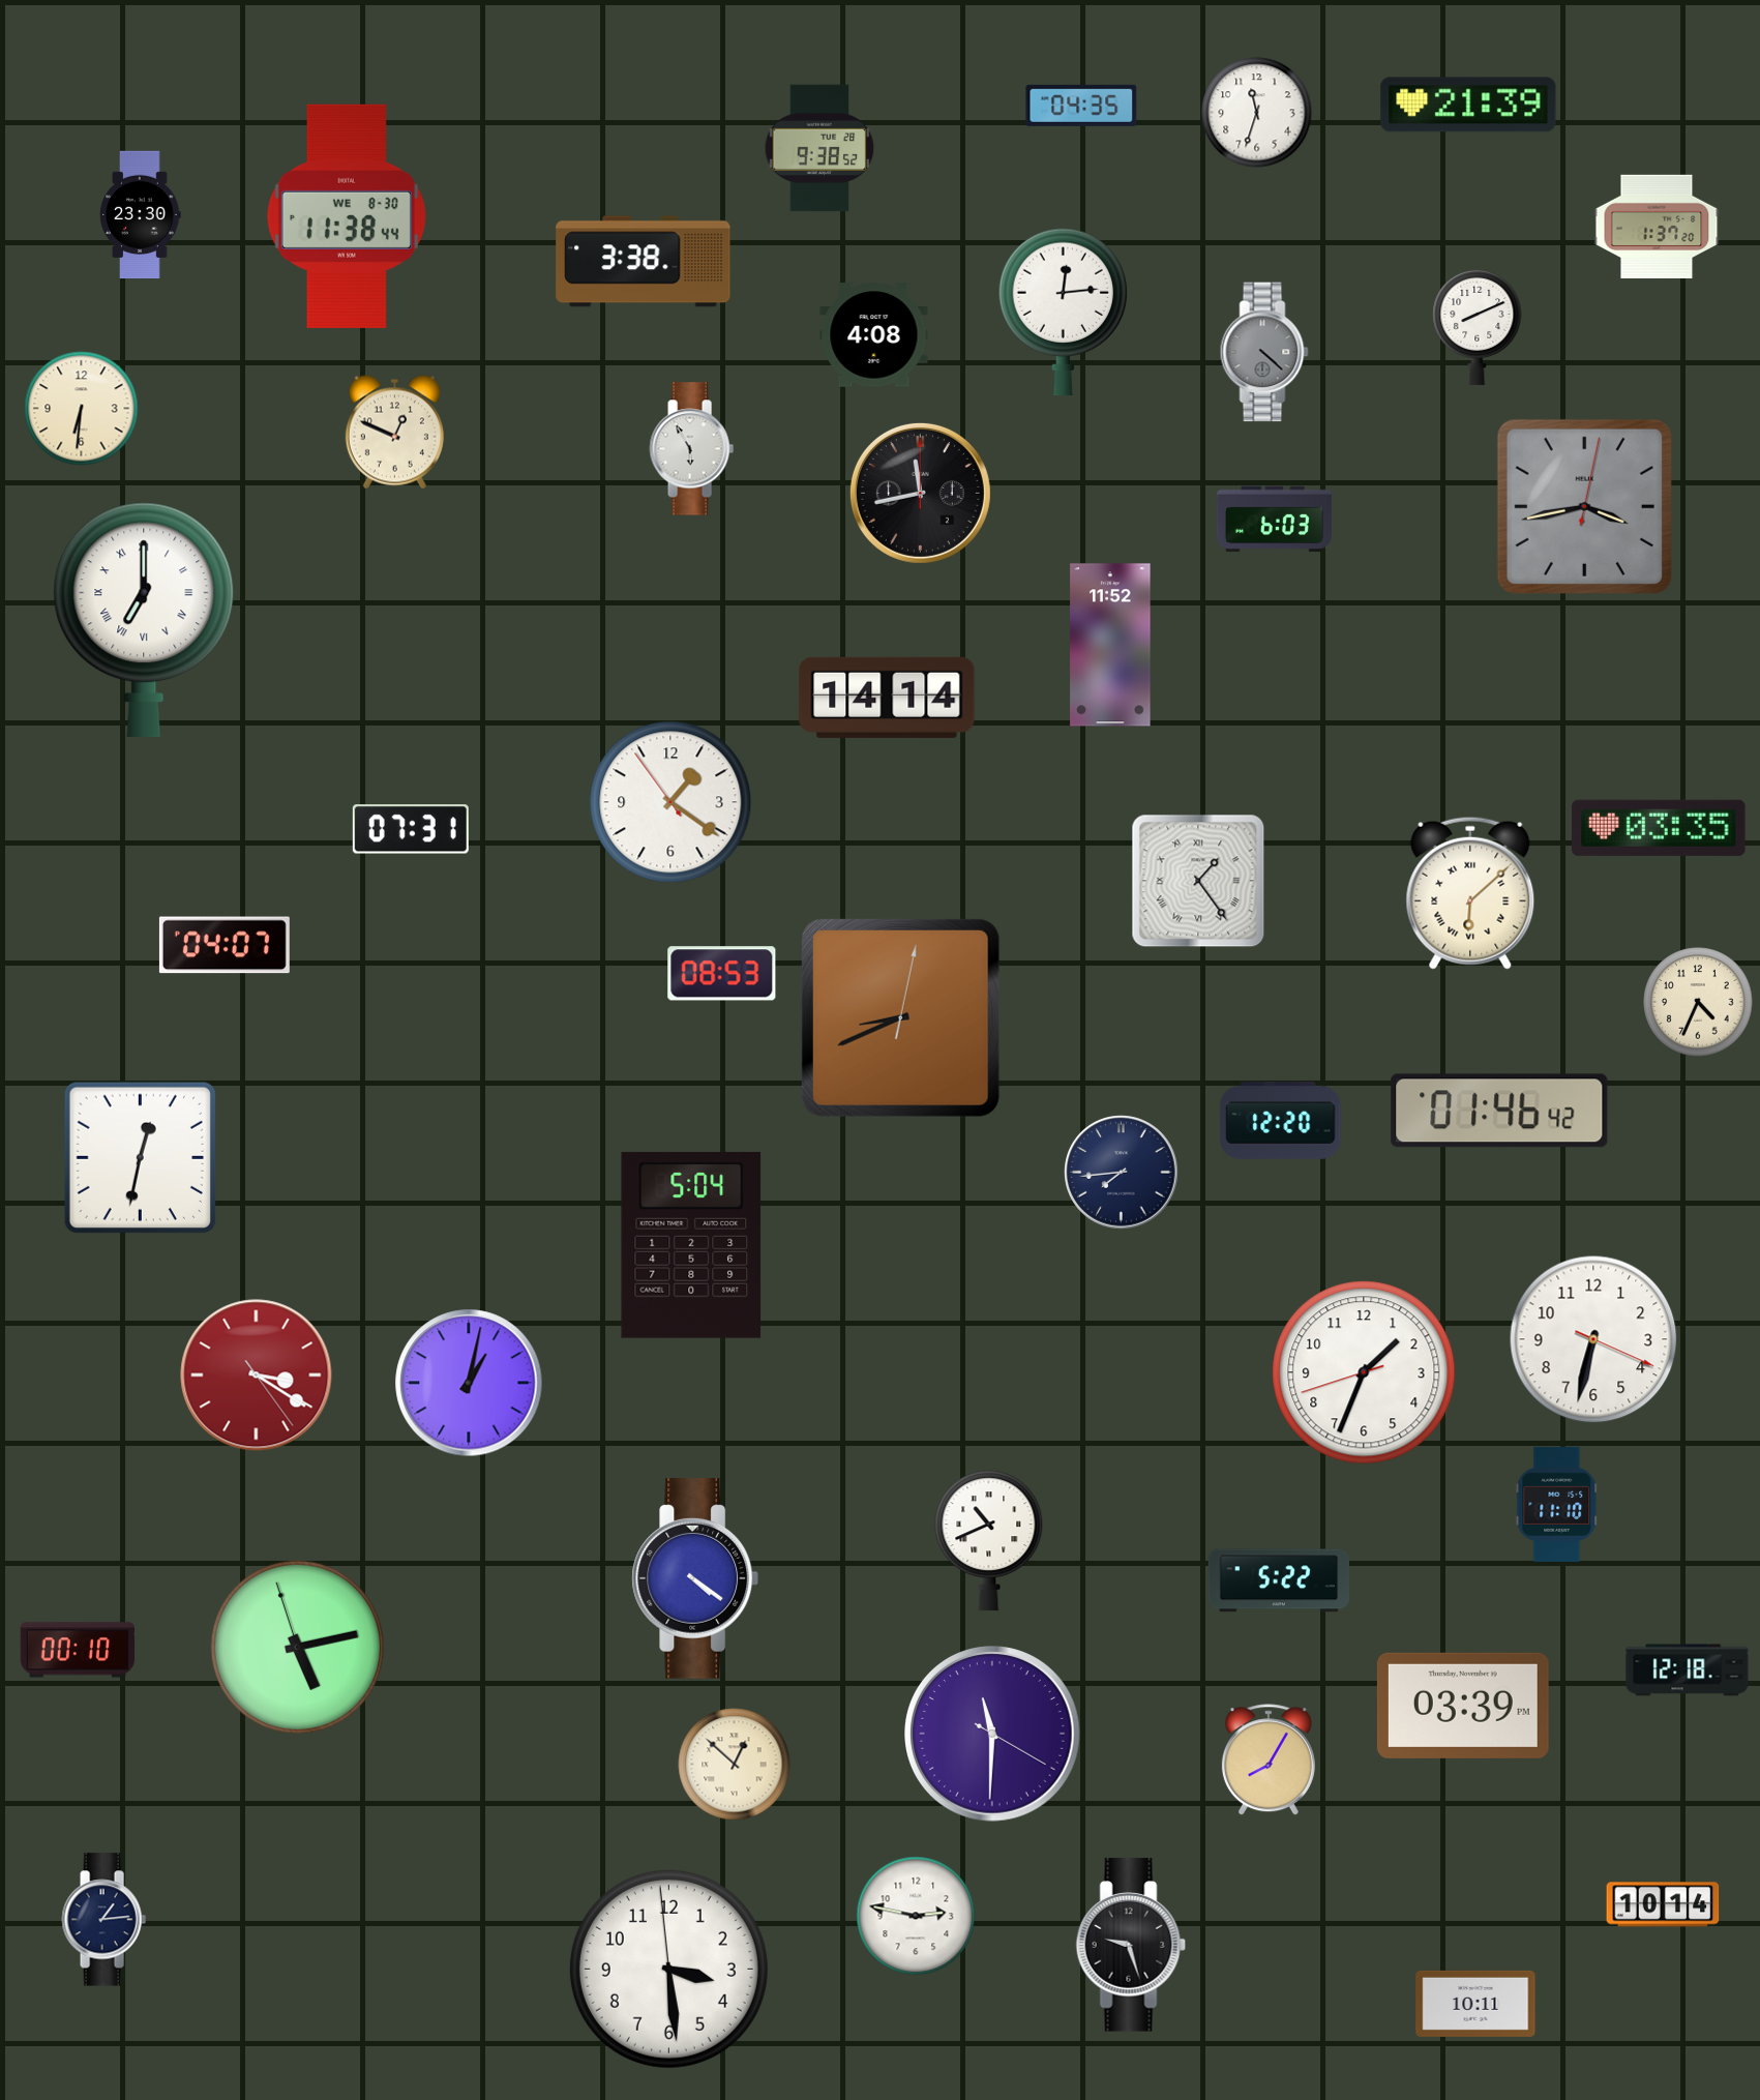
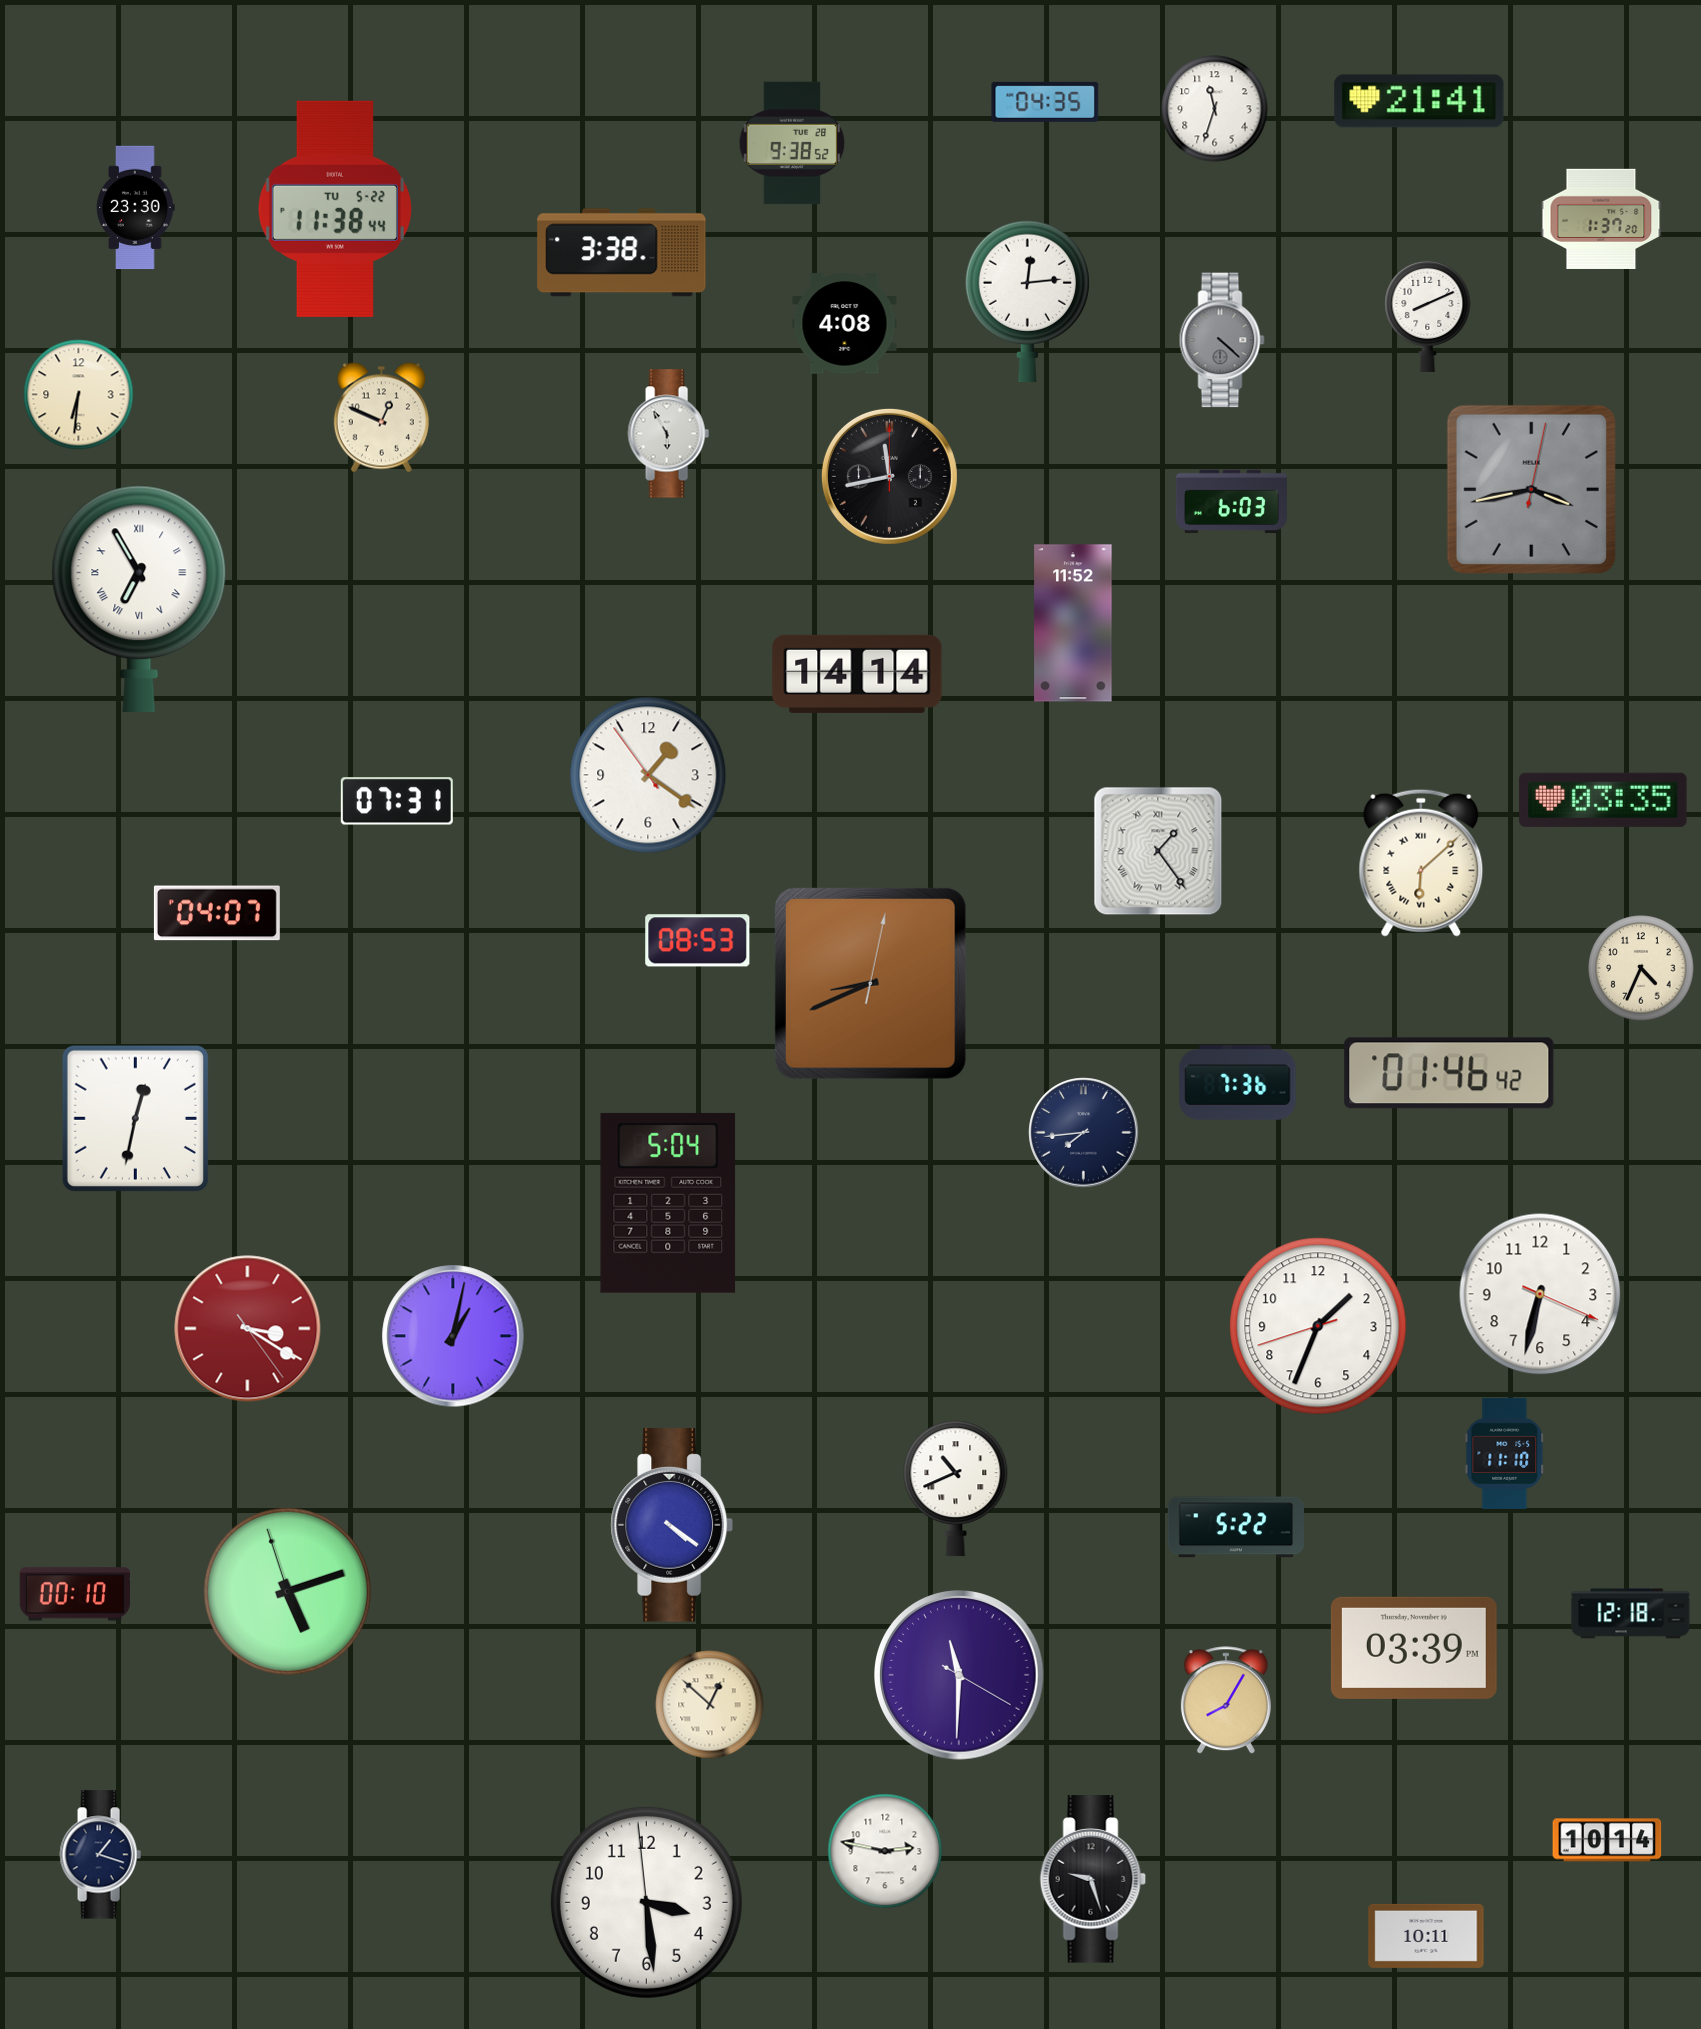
clock at (1468, 105): 21:39 -> 21:41
clock at (347, 216) date: WE 8-30 -> TU 5-22
clock at (144, 620): 7:00 -> 6:55
clock at (1281, 1120): 12:20 -> 7:36
clock at (297, 1647): 5:12 -> 5:11
clock at (103, 1920): 1:14 -> 1:18
